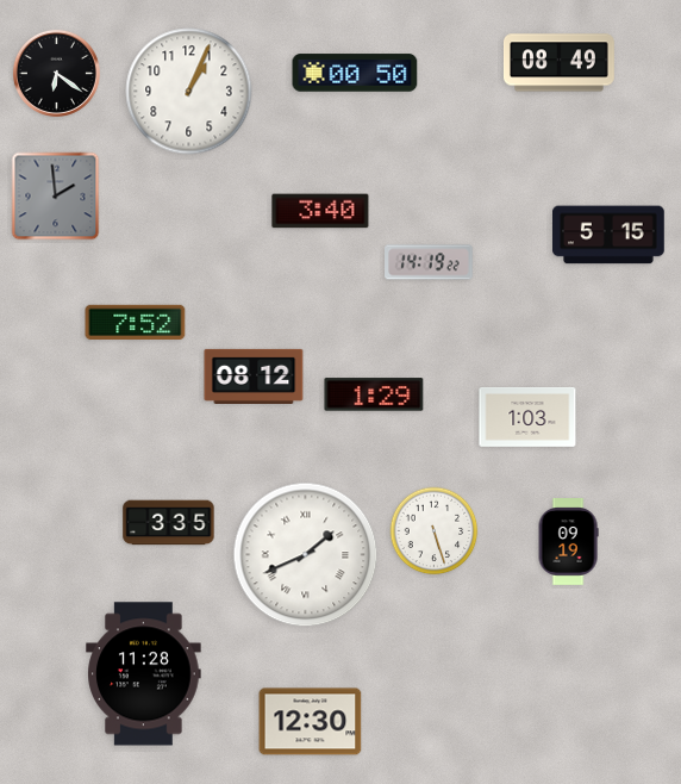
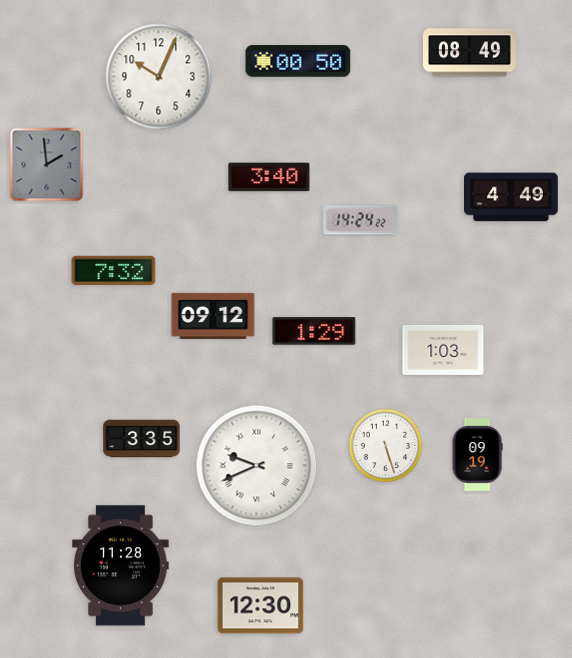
clock at (56, 73): 6:21 -> none
clock at (189, 92): 1:04 -> 10:04
clock at (610, 235): 5:15 -> 4:49
clock at (429, 262): 14:19 -> 14:24
clock at (136, 322): 7:52 -> 7:32
clock at (254, 377): 08:12 -> 09:12
clock at (435, 531) position: (435, 531) -> (386, 446)
clock at (306, 555): 1:41 -> 9:41
